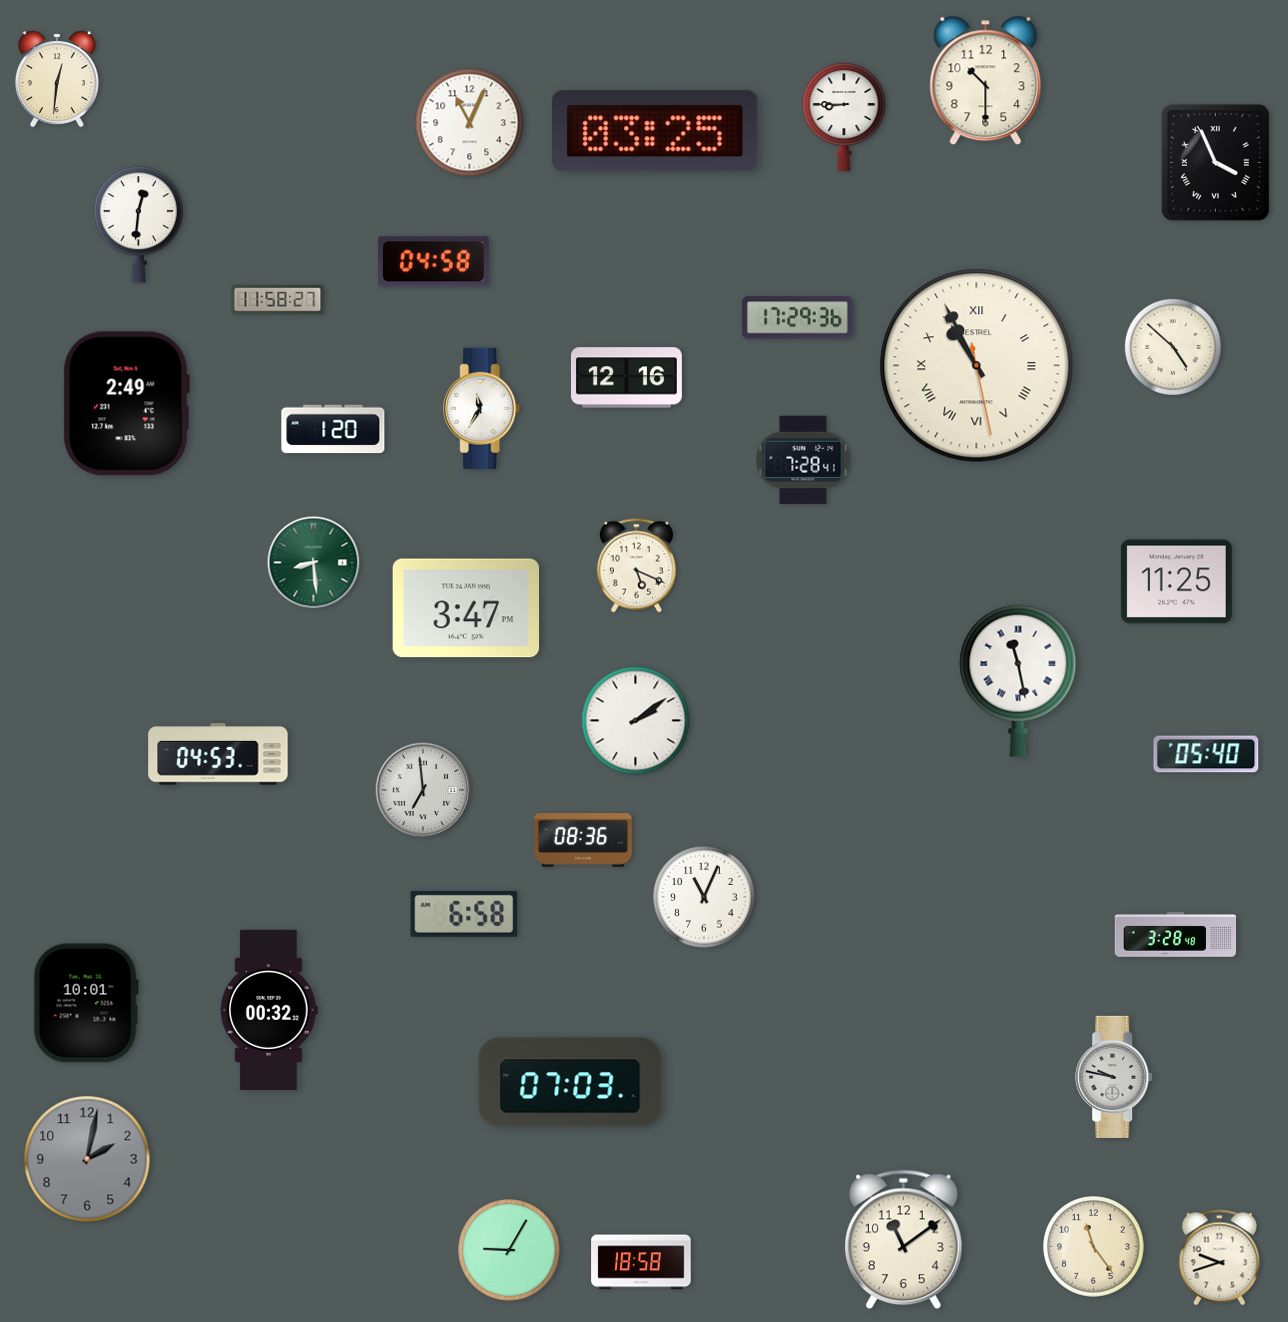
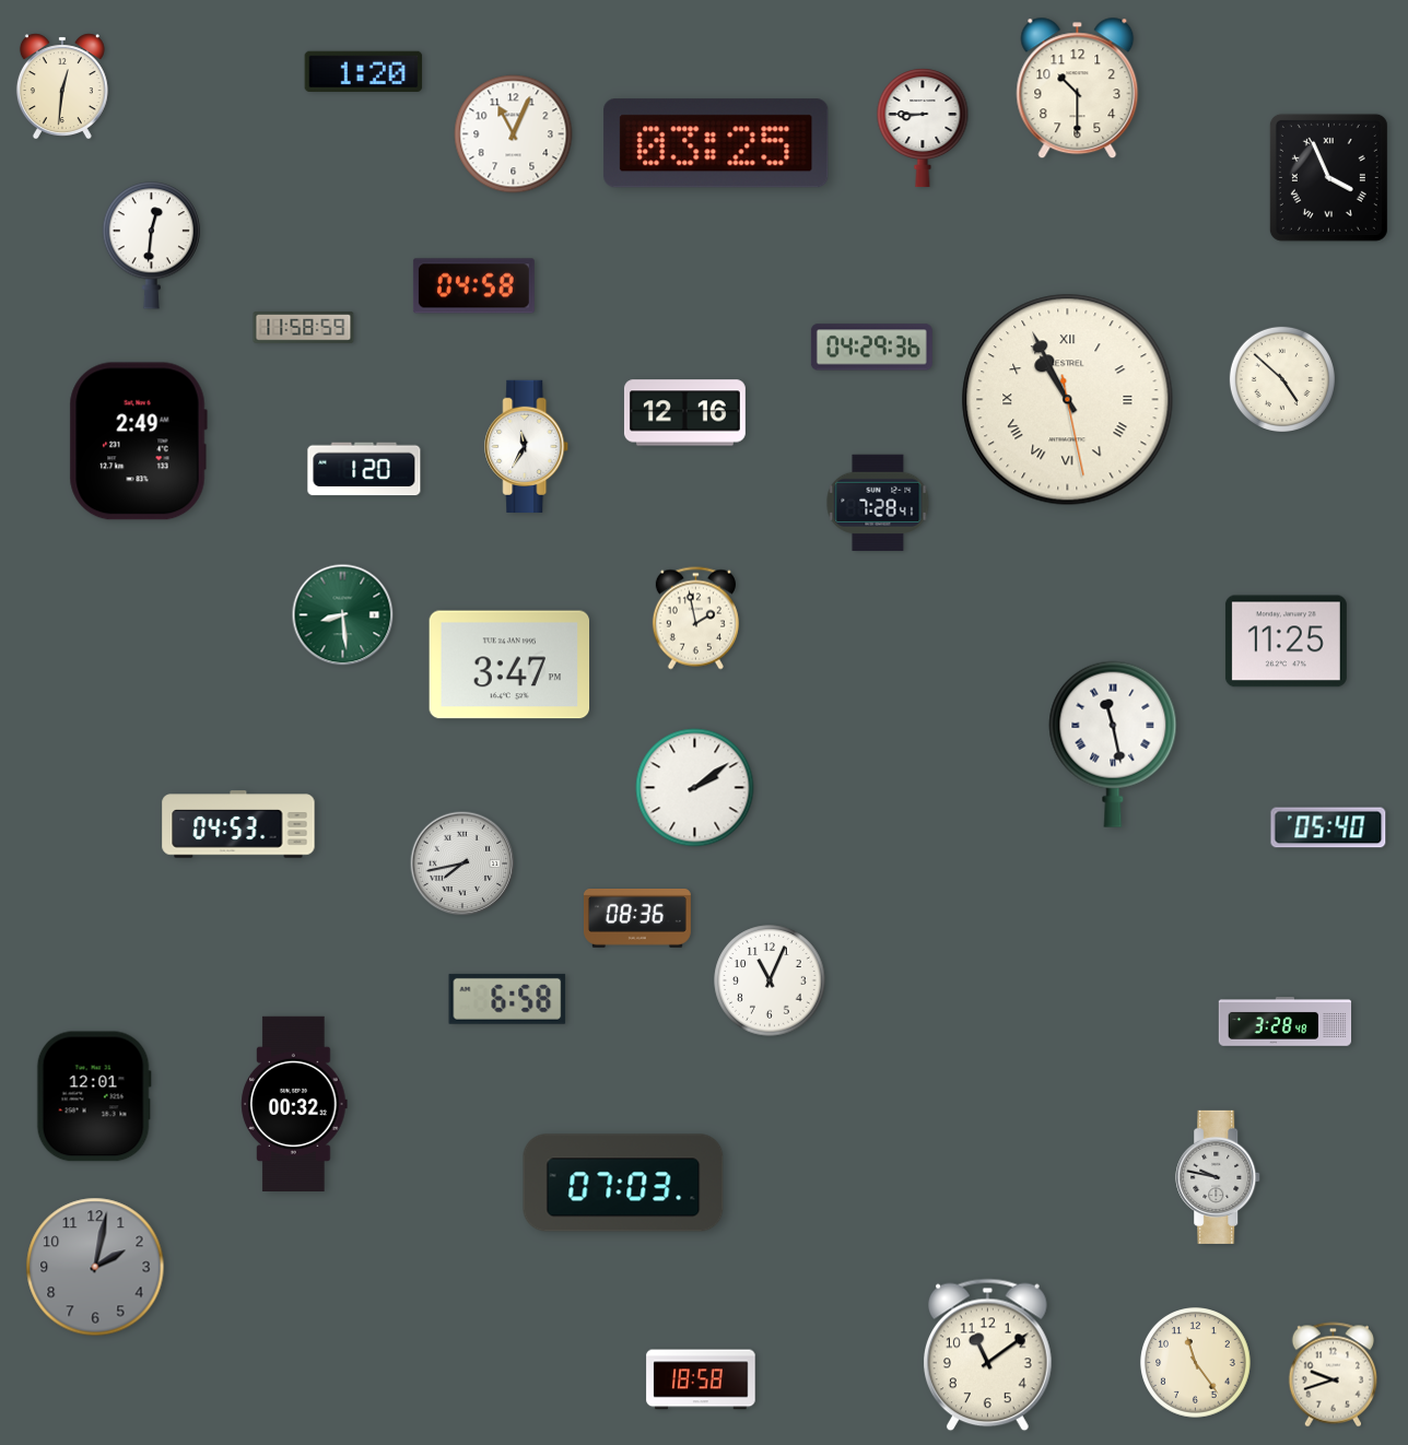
clock at (364, 71): none -> 1:20
clock at (278, 300): 11:58:27 -> 11:58:59
clock at (797, 318): 17:29 -> 04:29
clock at (636, 566): 5:19 -> 1:58
clock at (1176, 582) position: (1176, 582) -> (1286, 642)
clock at (1206, 754) position: (1206, 754) -> (1328, 827)
clock at (423, 790): 6:59 -> 7:43
clock at (86, 1003): 10:01 -> 12:01
clock at (509, 1250): 9:05 -> none
